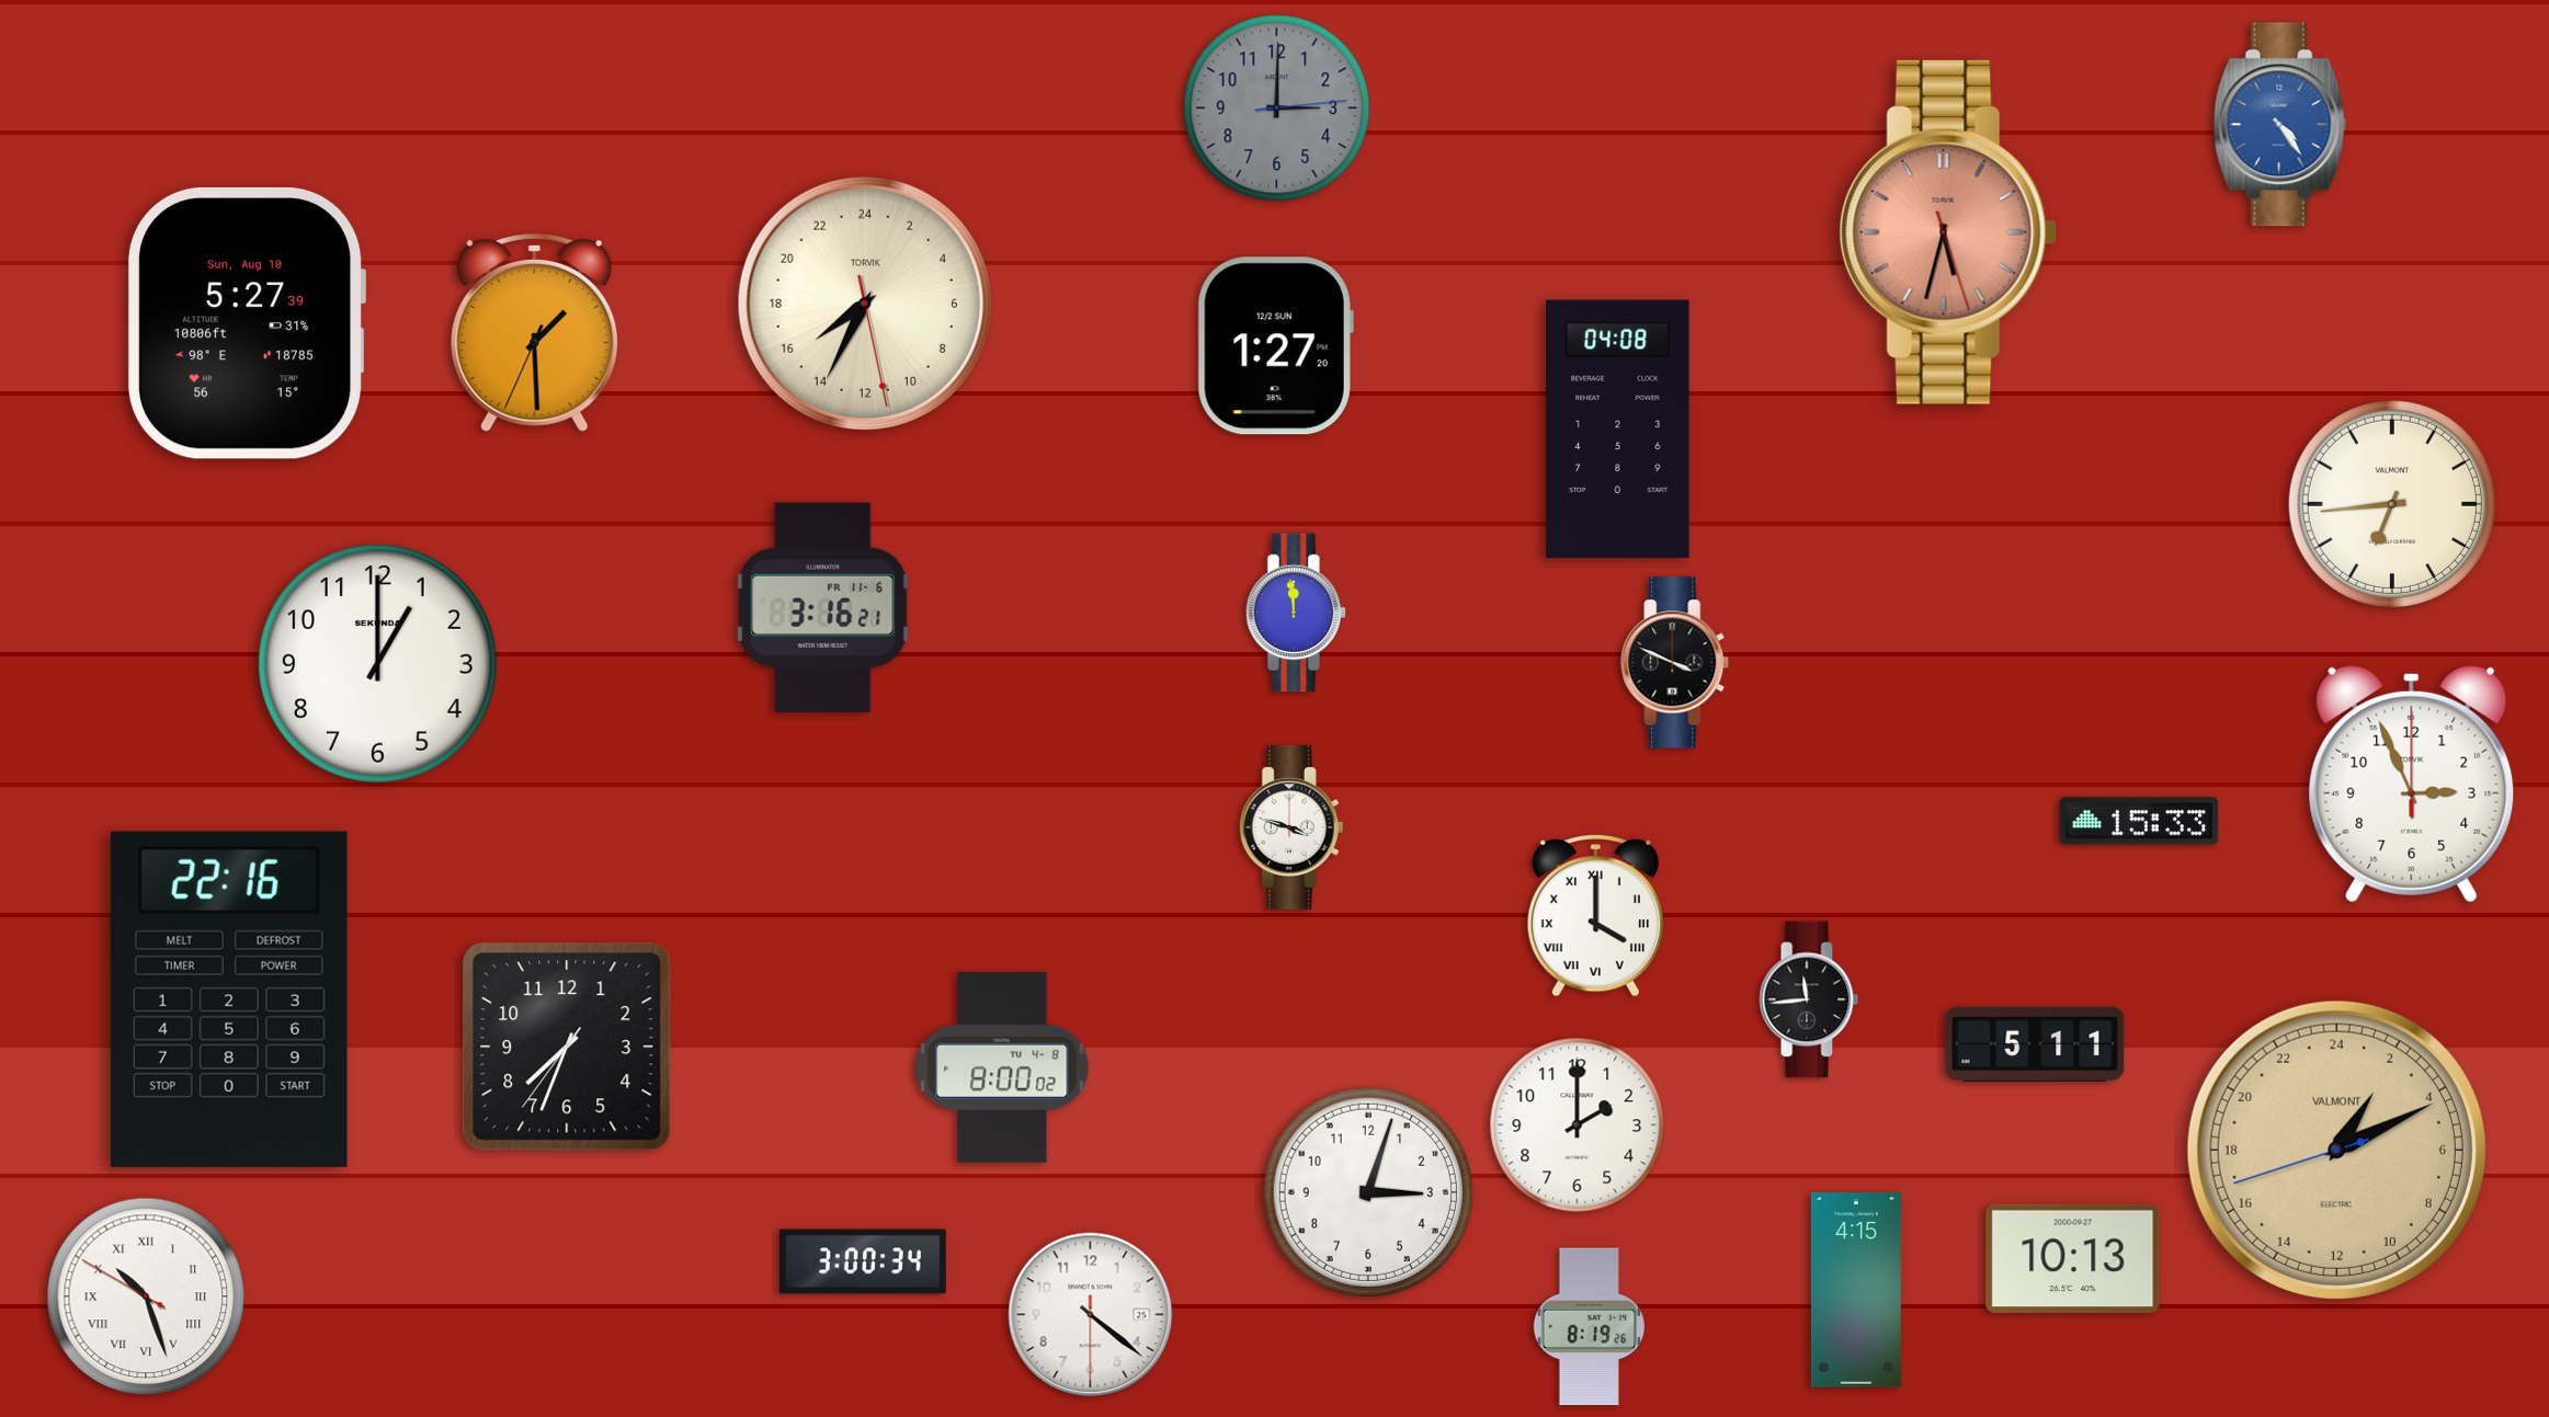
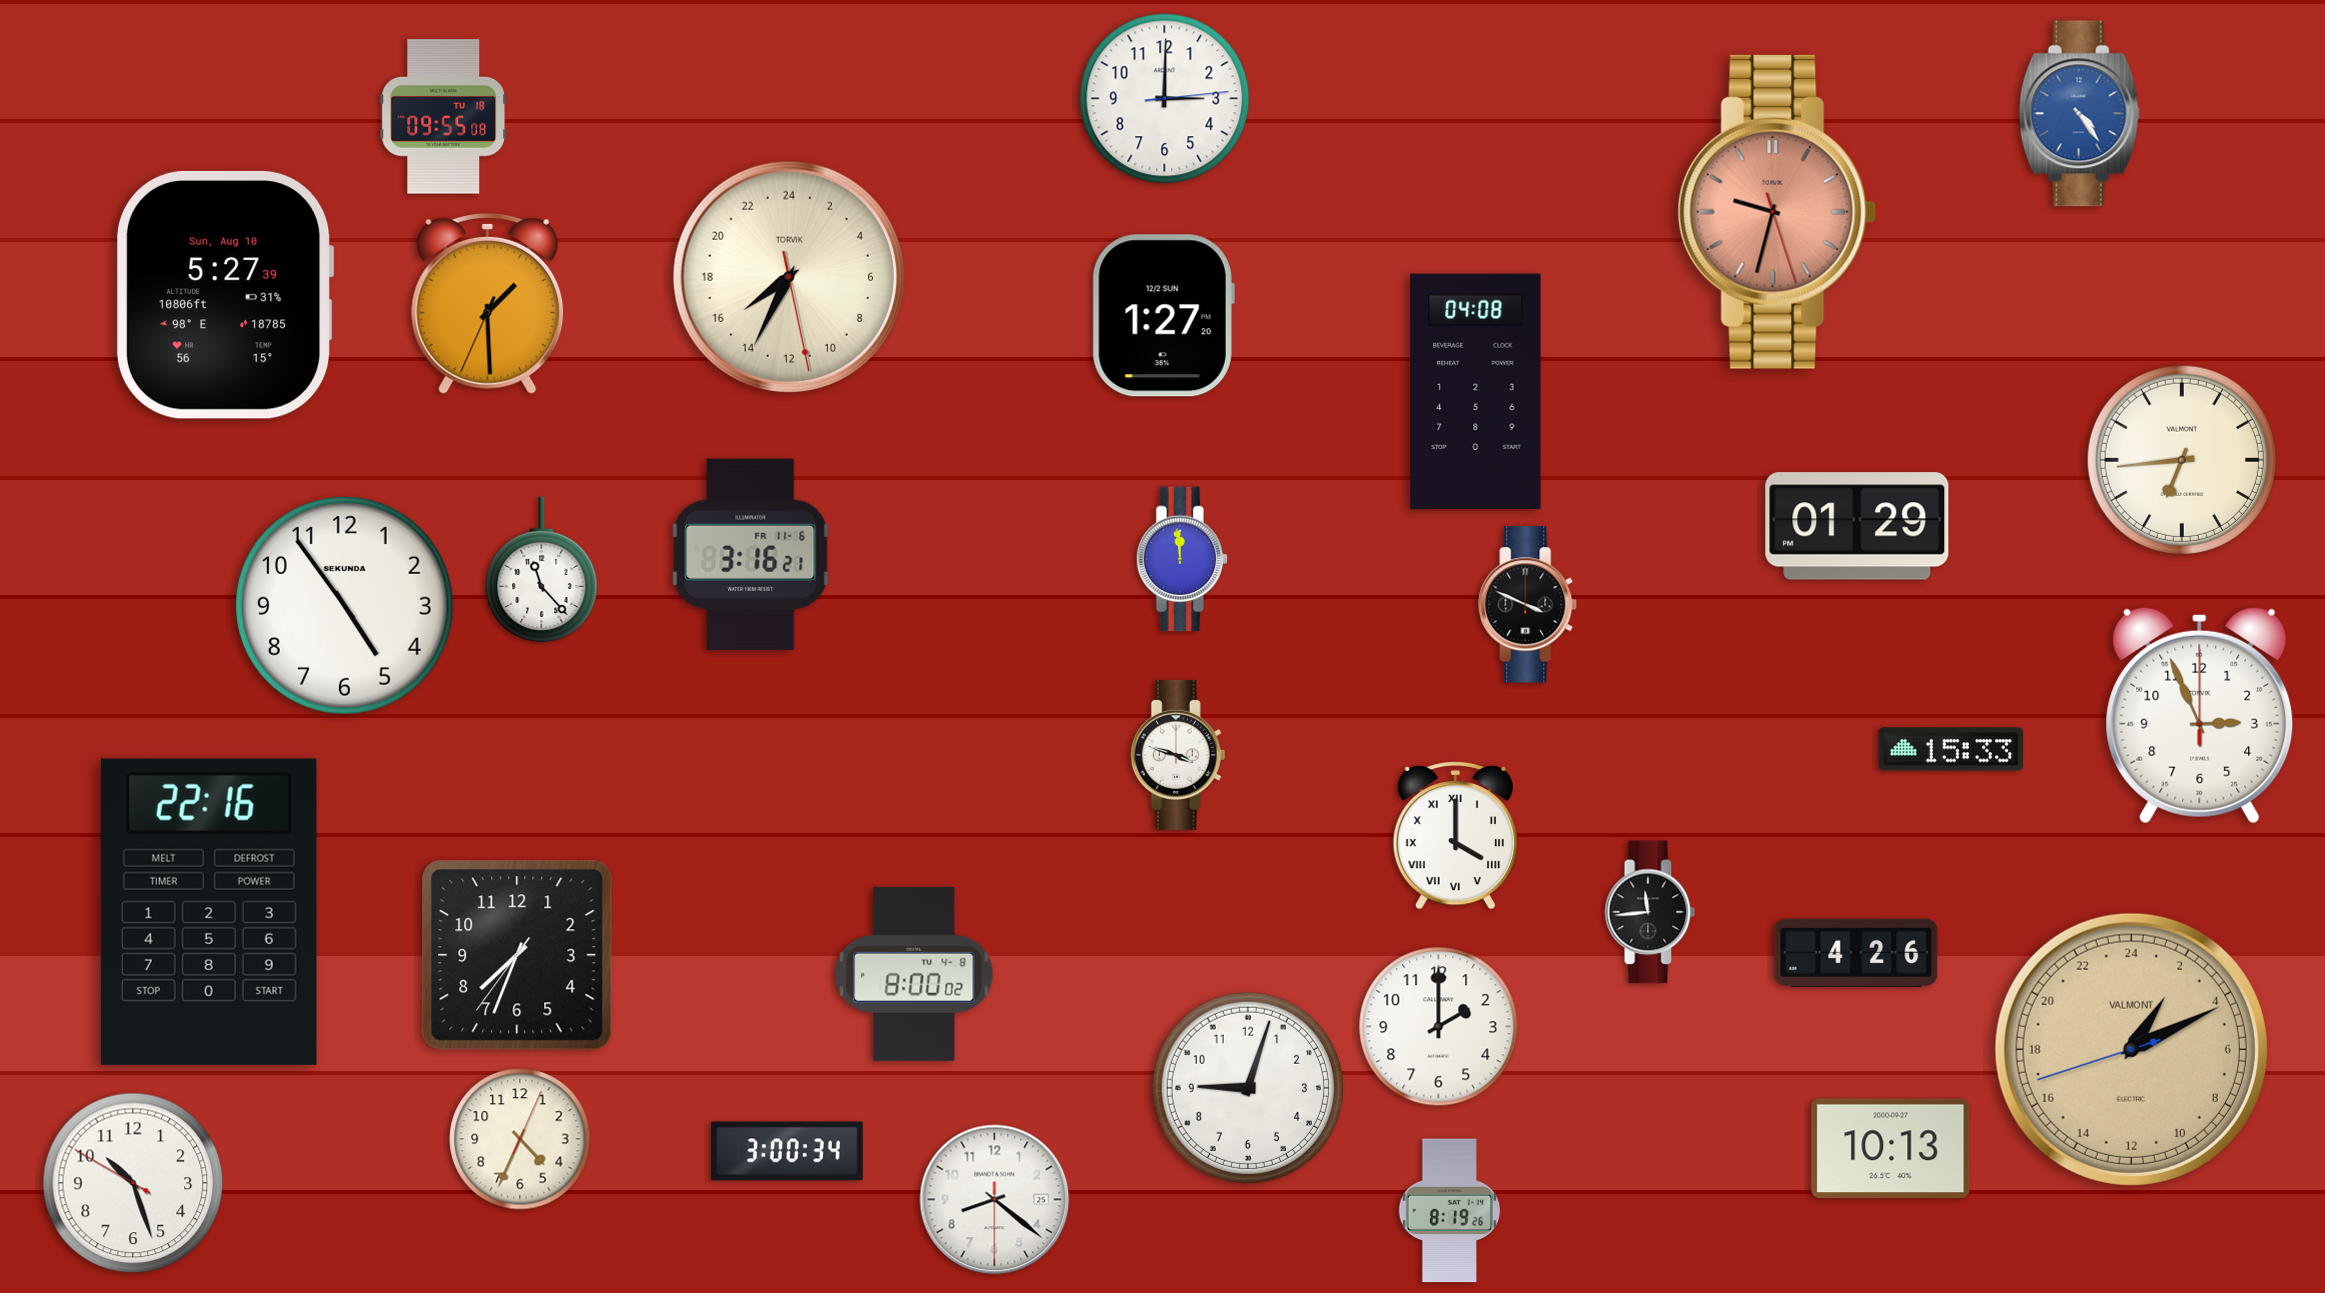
clock at (1277, 108) dial: grey -> white
clock at (444, 117): none -> 09:55
clock at (1948, 232): 5:32 -> 9:32
clock at (1857, 526): none -> 01:29
clock at (542, 570): none -> 11:23
clock at (377, 663): 1:00 -> 4:54
clock at (2035, 1044): 5:11 -> 4:26
clock at (1368, 1192): 3:03 -> 9:03
clock at (520, 1139): none -> 4:34
clock at (1856, 1290): 4:15 -> none
clock at (146, 1296) numerals: Roman -> Arabic
clock at (1091, 1315): 4:21 -> 8:21
